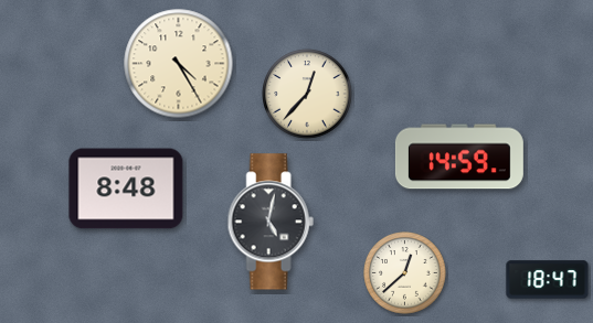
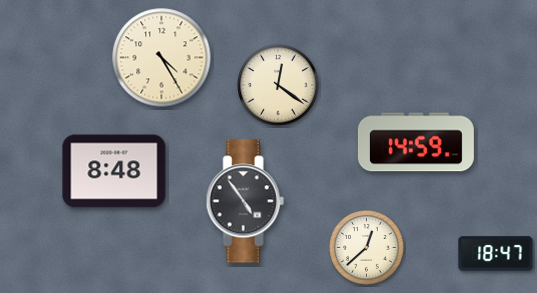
clock at (307, 94): 12:37 -> 12:21
clock at (271, 222): 5:02 -> 4:54
